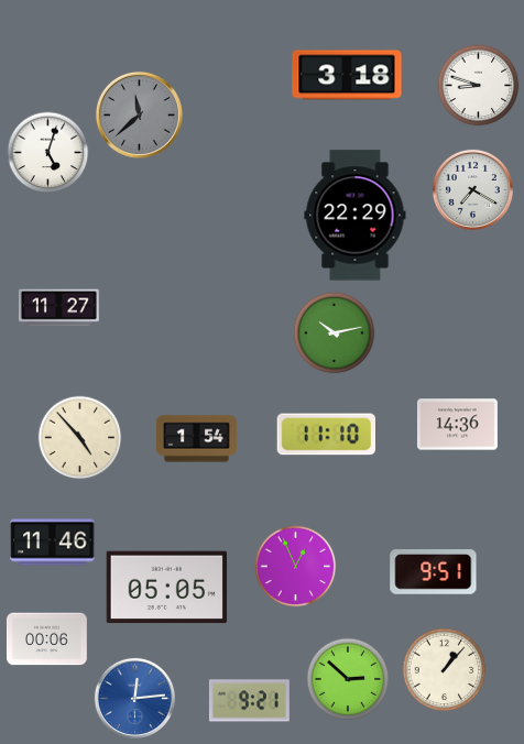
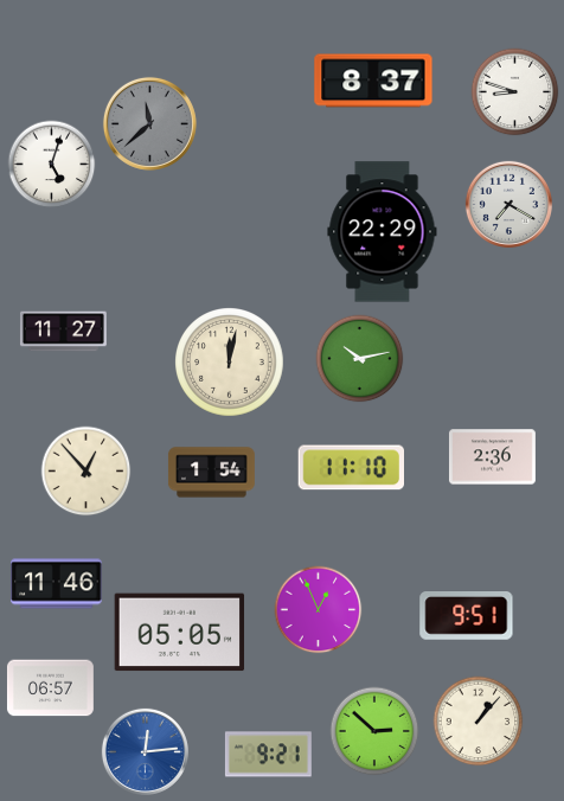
clock at (347, 75): 3:18 -> 8:37
clock at (230, 363): none -> 12:02
clock at (457, 425): 14:36 -> 2:36
clock at (80, 438): 4:53 -> 12:53
clock at (46, 639): 00:06 -> 06:57
